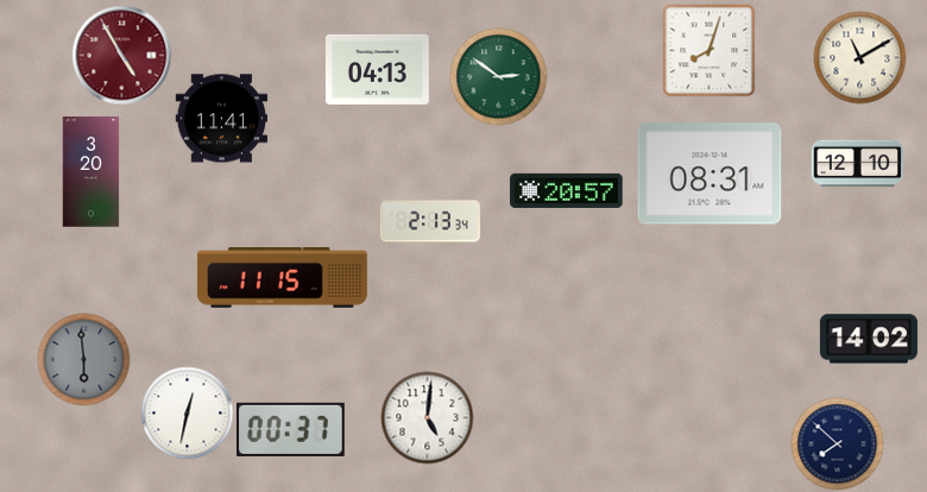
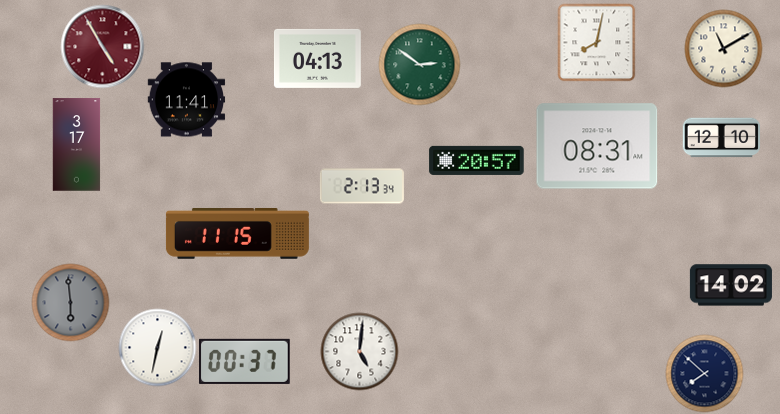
clock at (708, 50): 8:03 -> 8:02
clock at (92, 172): 3:20 -> 3:17
